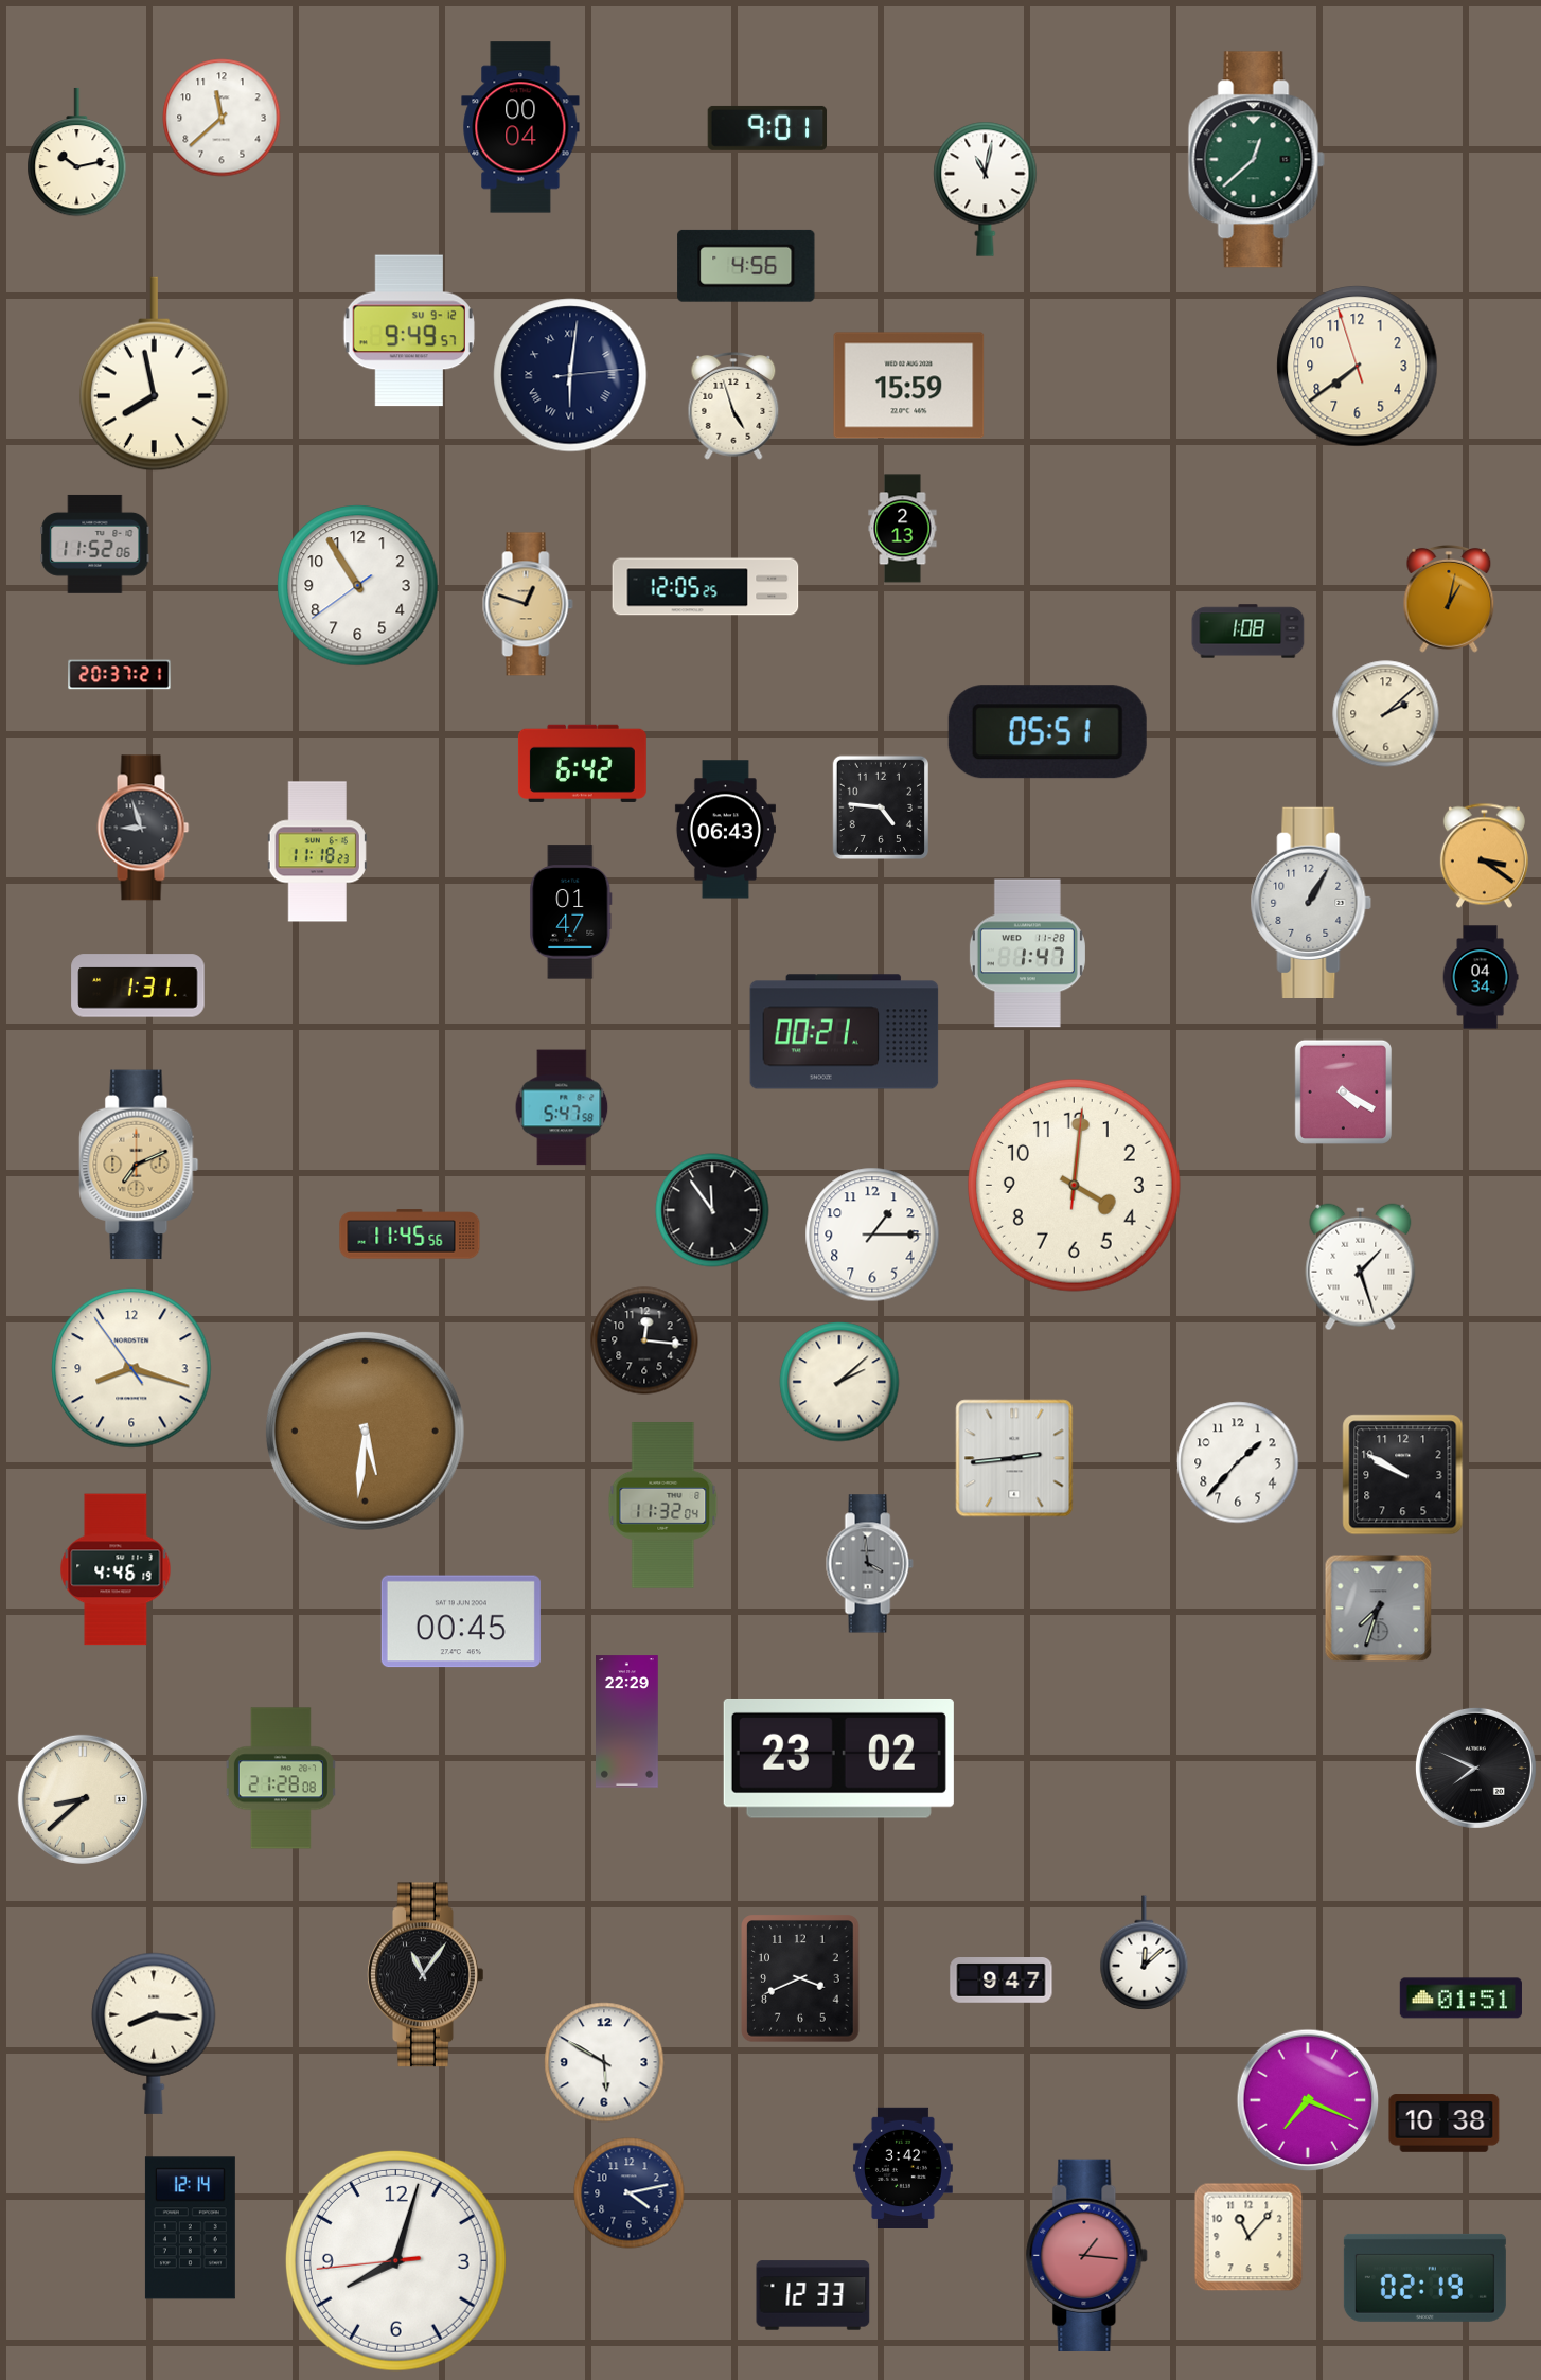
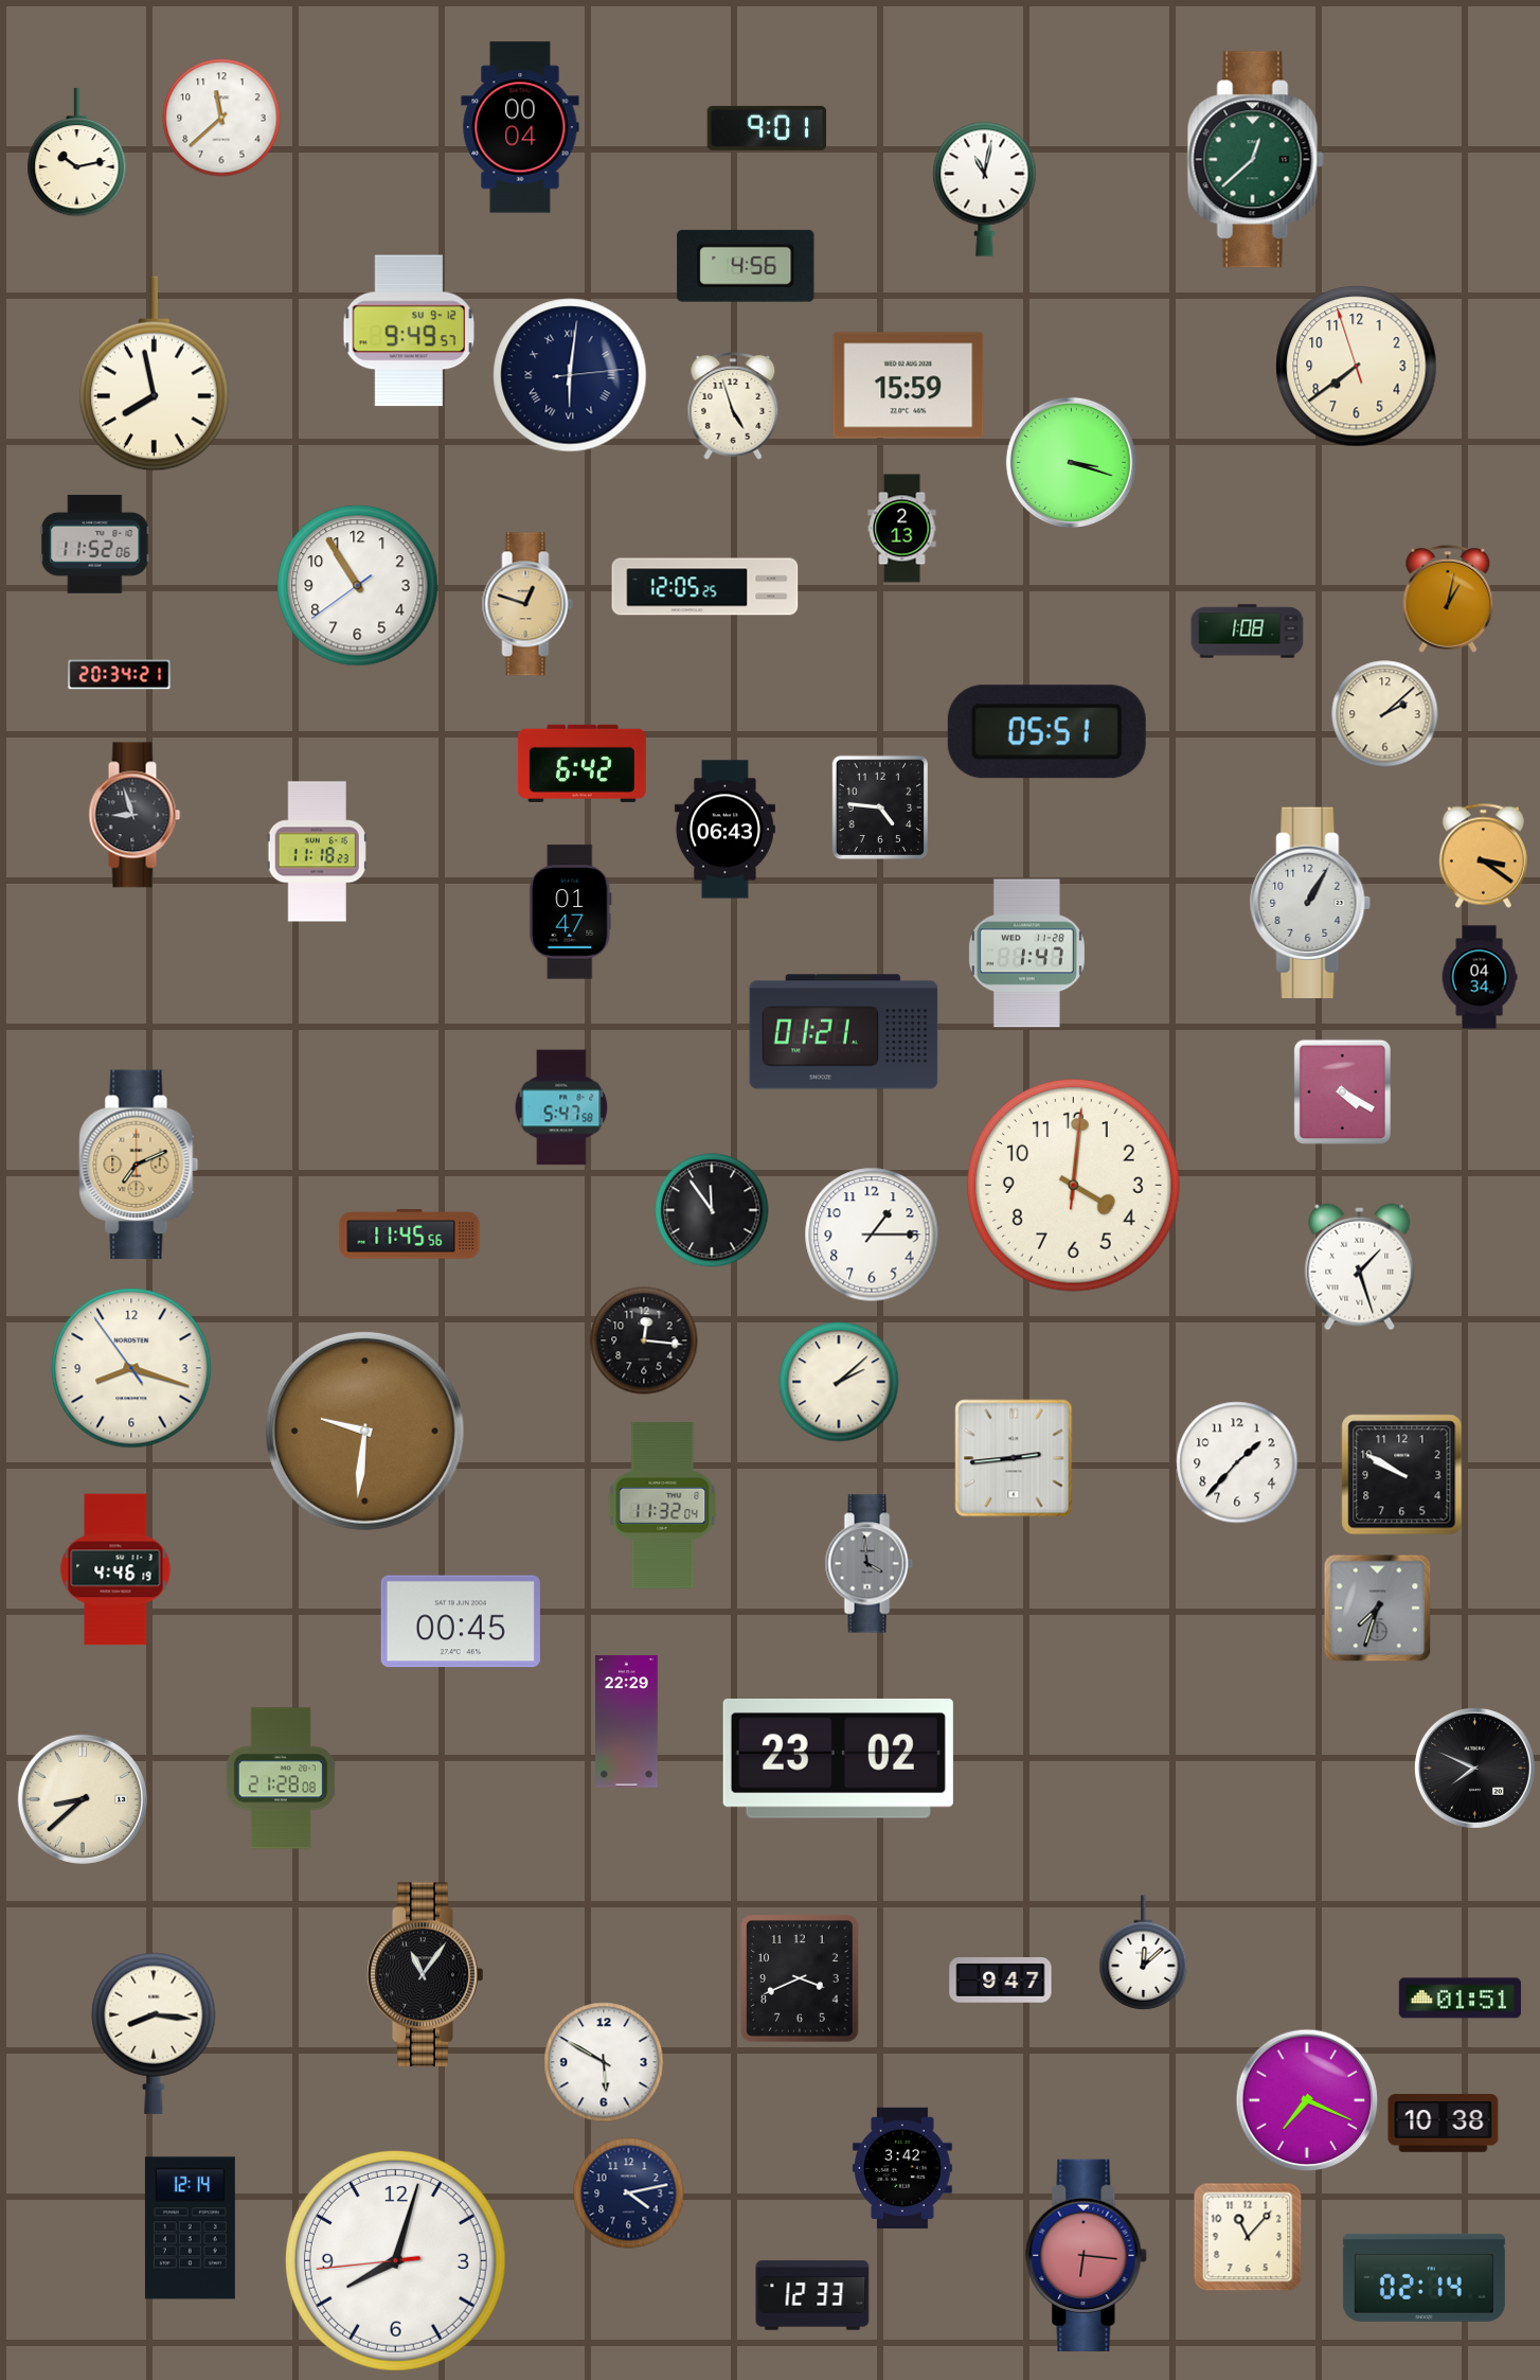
clock at (1071, 462): none -> 3:18
clock at (120, 675): 20:37 -> 20:34
clock at (143, 828) position: (143, 828) -> (135, 815)
clock at (138, 985): 1:31 -> none
clock at (845, 1032): 00:21 -> 01:21
clock at (365, 1431): 5:31 -> 9:31
clock at (1087, 2255): 1:16 -> 6:16
clock at (1424, 2277): 02:19 -> 02:14
